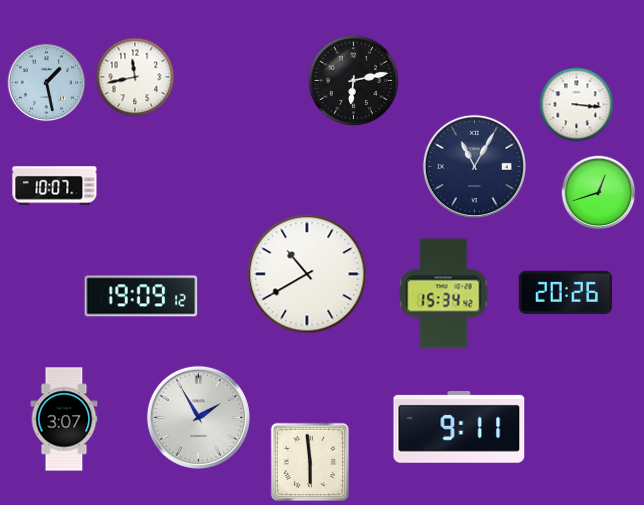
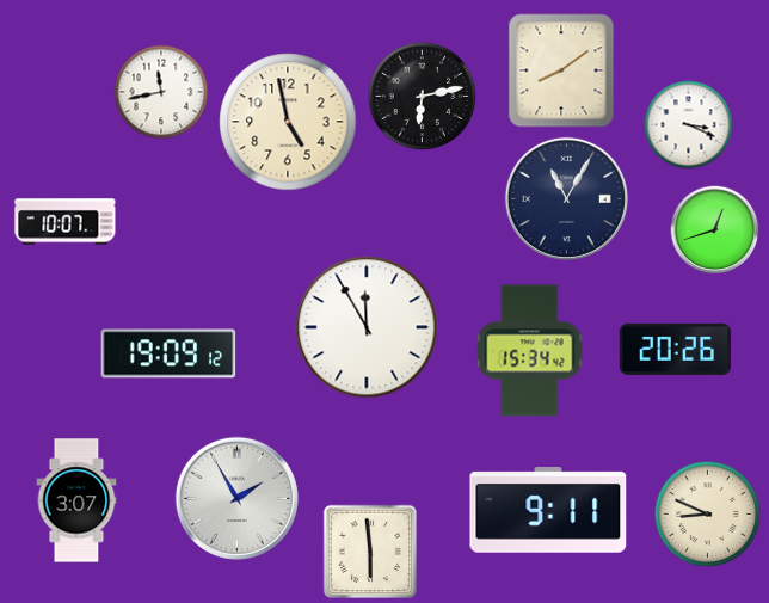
clock at (561, 70): none -> 8:09
clock at (47, 83): 1:28 -> none
clock at (288, 122): none -> 4:58
clock at (577, 105): 3:16 -> 3:19
clock at (307, 274): 10:40 -> 11:55
clock at (708, 515): none -> 8:49
